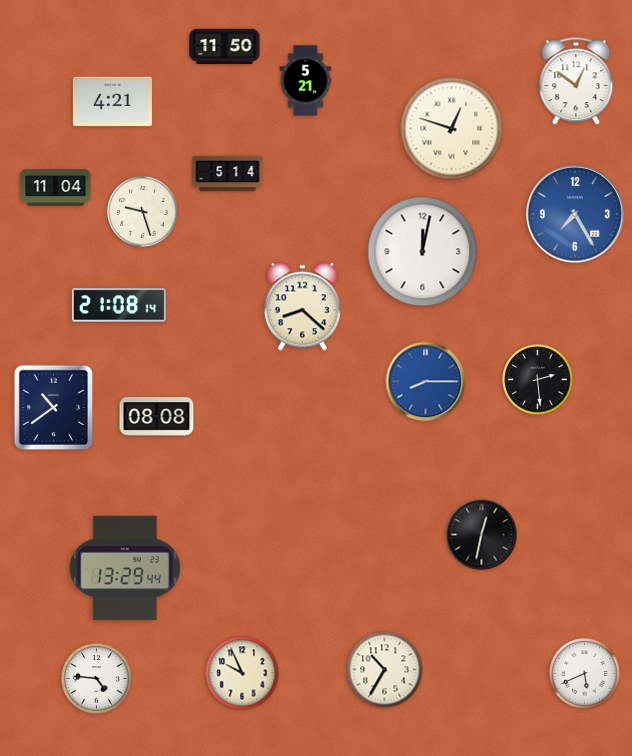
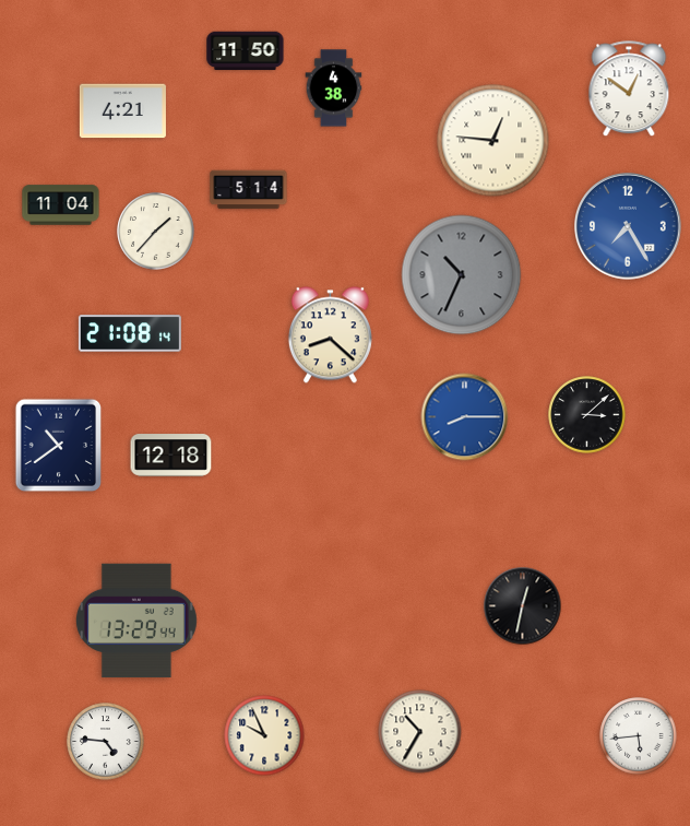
clock at (306, 81): 5:21 -> 4:38
clock at (452, 129): 12:48 -> 12:46
clock at (143, 212): 9:27 -> 1:37
clock at (576, 215) position: (576, 215) -> (629, 227)
clock at (423, 252): 12:02 -> 10:34
clock at (423, 252) dial: white -> grey
clock at (538, 380): 2:29 -> 3:08
clock at (157, 417): 08:08 -> 12:18
clock at (482, 535) position: (482, 535) -> (523, 606)
clock at (585, 674): 5:41 -> 5:44
